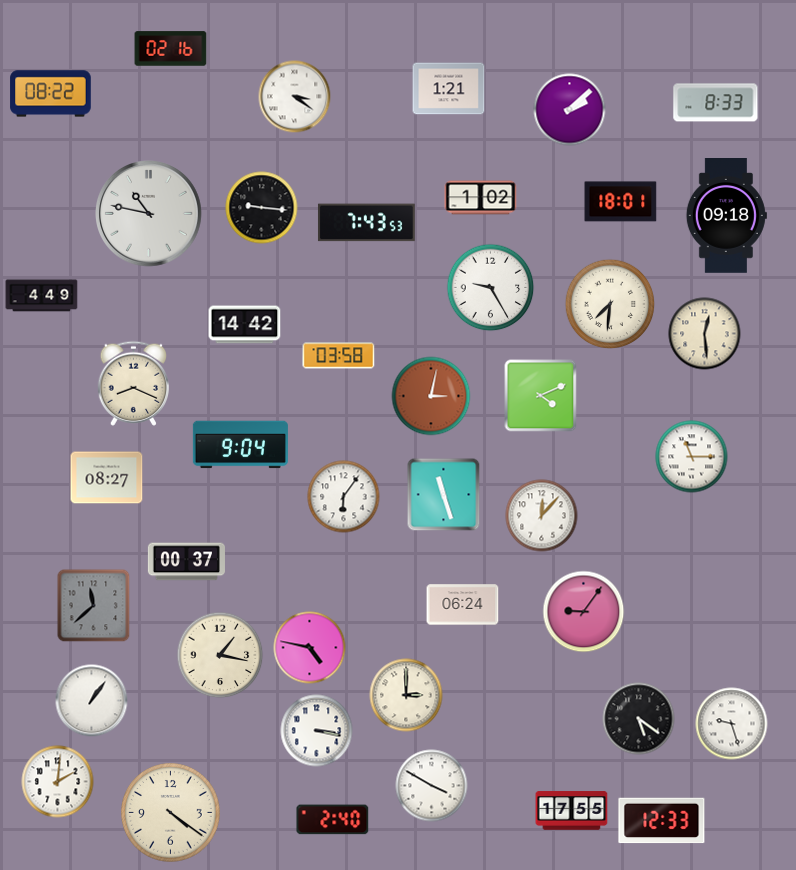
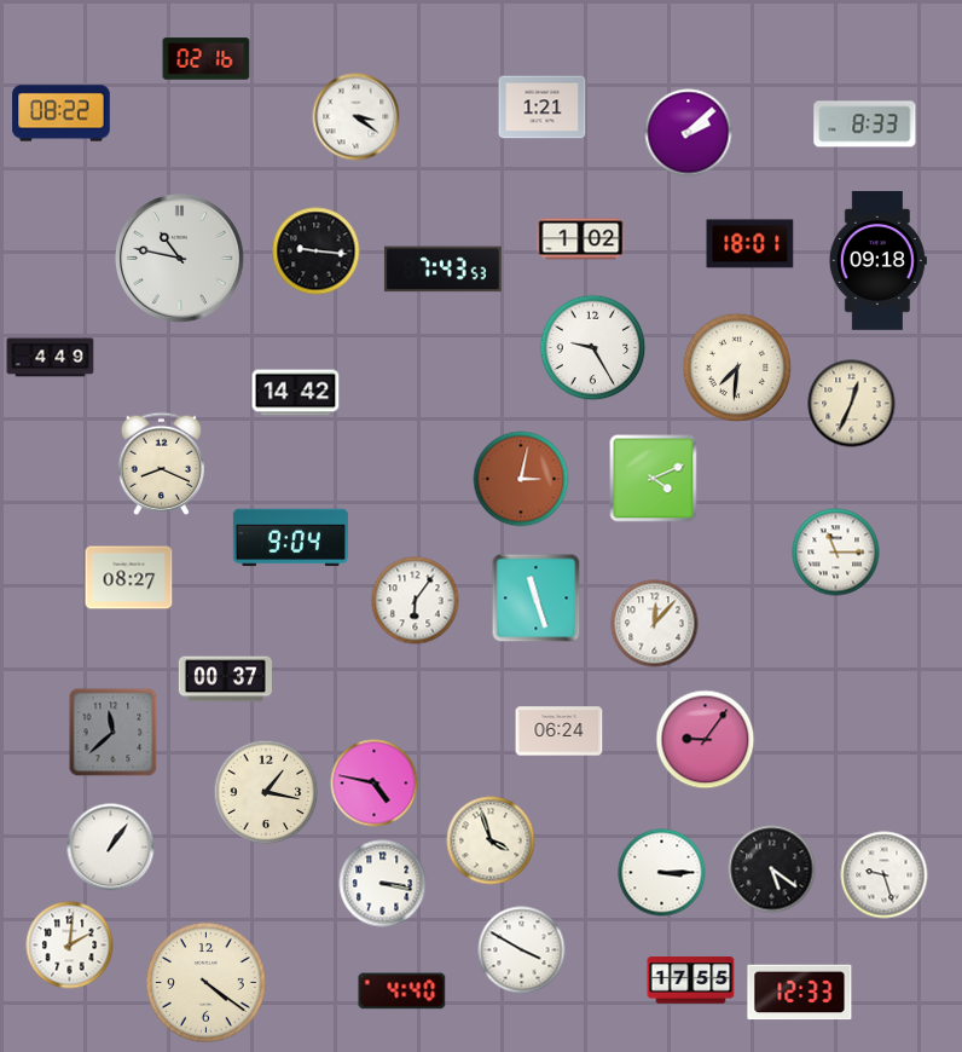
clock at (705, 334): 12:29 -> 12:34
clock at (339, 356): 03:58 -> none
clock at (406, 695): 3:00 -> 3:57
clock at (662, 873): none -> 3:15
clock at (333, 820): 2:40 -> 4:40
